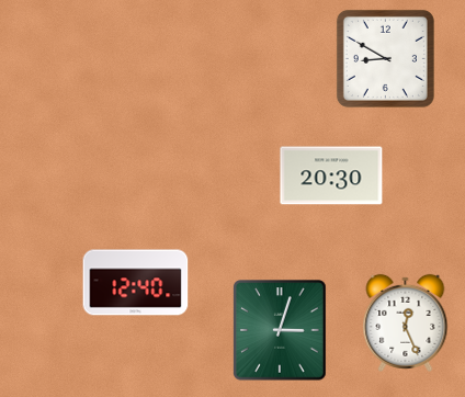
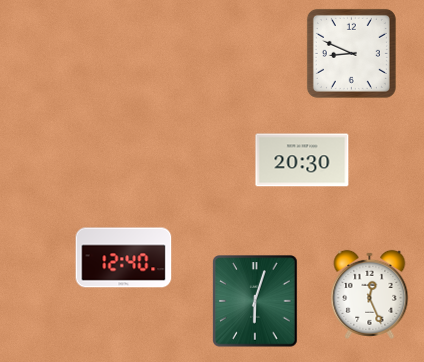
clock at (385, 58): 8:50 -> 8:49
clock at (280, 330): 3:03 -> 6:03
